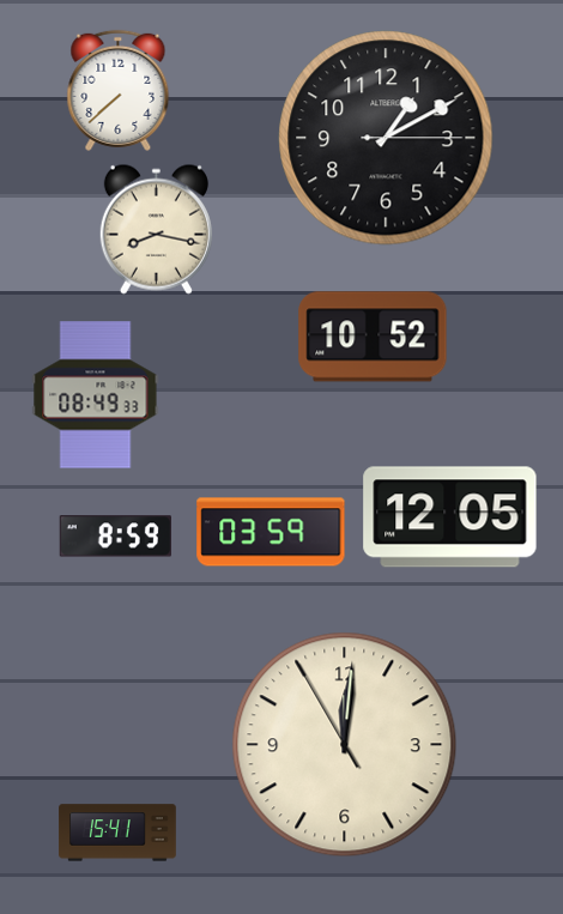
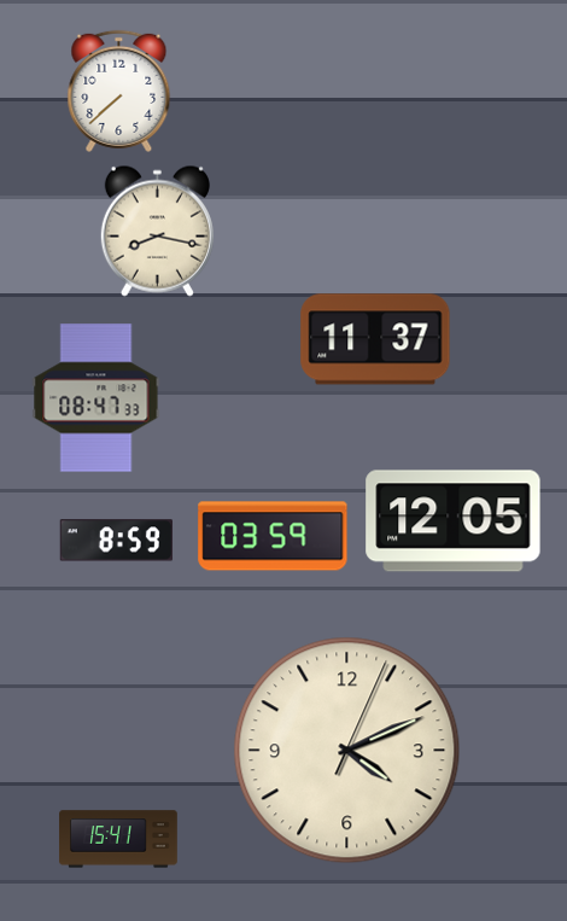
clock at (386, 138): 1:10 -> none
clock at (373, 337): 10:52 -> 11:37
clock at (96, 395): 08:49 -> 08:47
clock at (345, 745): 12:00 -> 4:11
